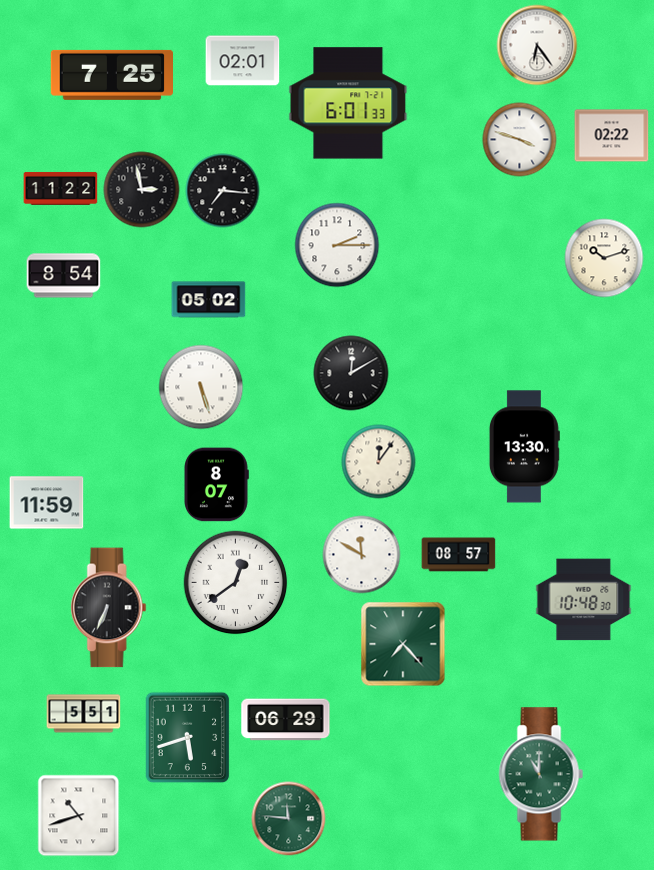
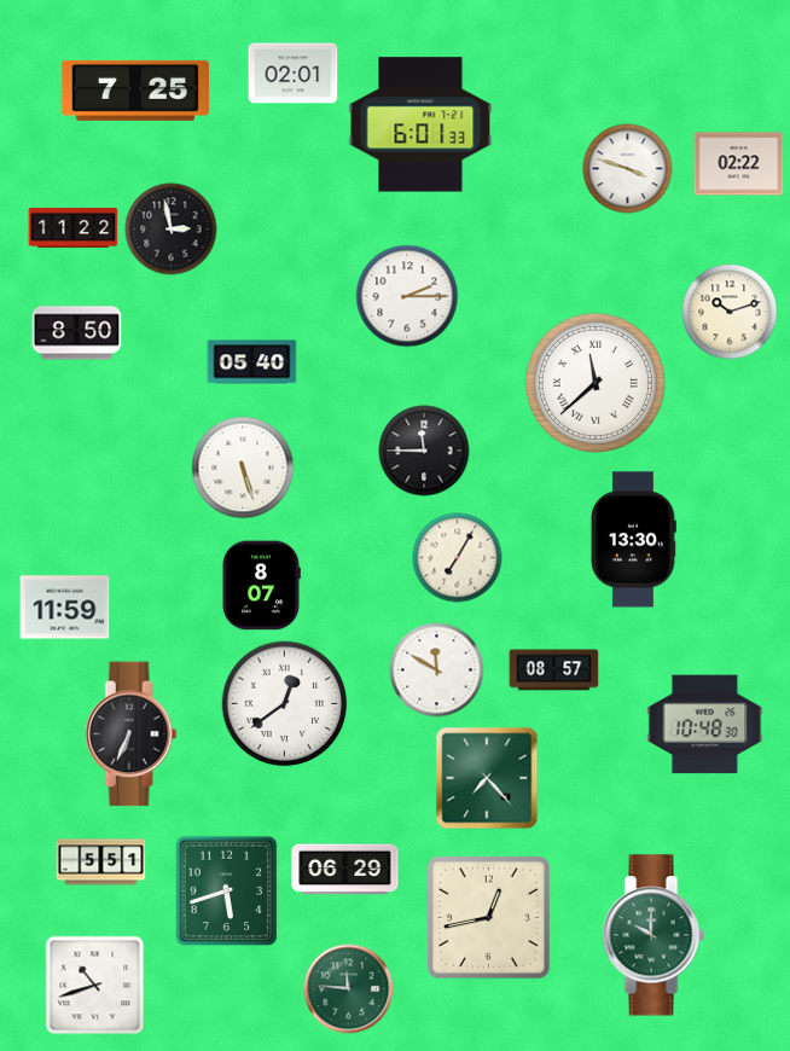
clock at (537, 45): 6:24 -> none
clock at (223, 191): 7:16 -> none
clock at (64, 276): 8:54 -> 8:50
clock at (209, 300): 05:02 -> 05:40
clock at (596, 383): none -> 11:38
clock at (351, 373): 12:10 -> 11:45
clock at (379, 462): 12:06 -> 7:05
clock at (47, 503) position: (47, 503) -> (65, 608)
clock at (488, 917): none -> 12:43
clock at (541, 774): 11:00 -> 10:00
